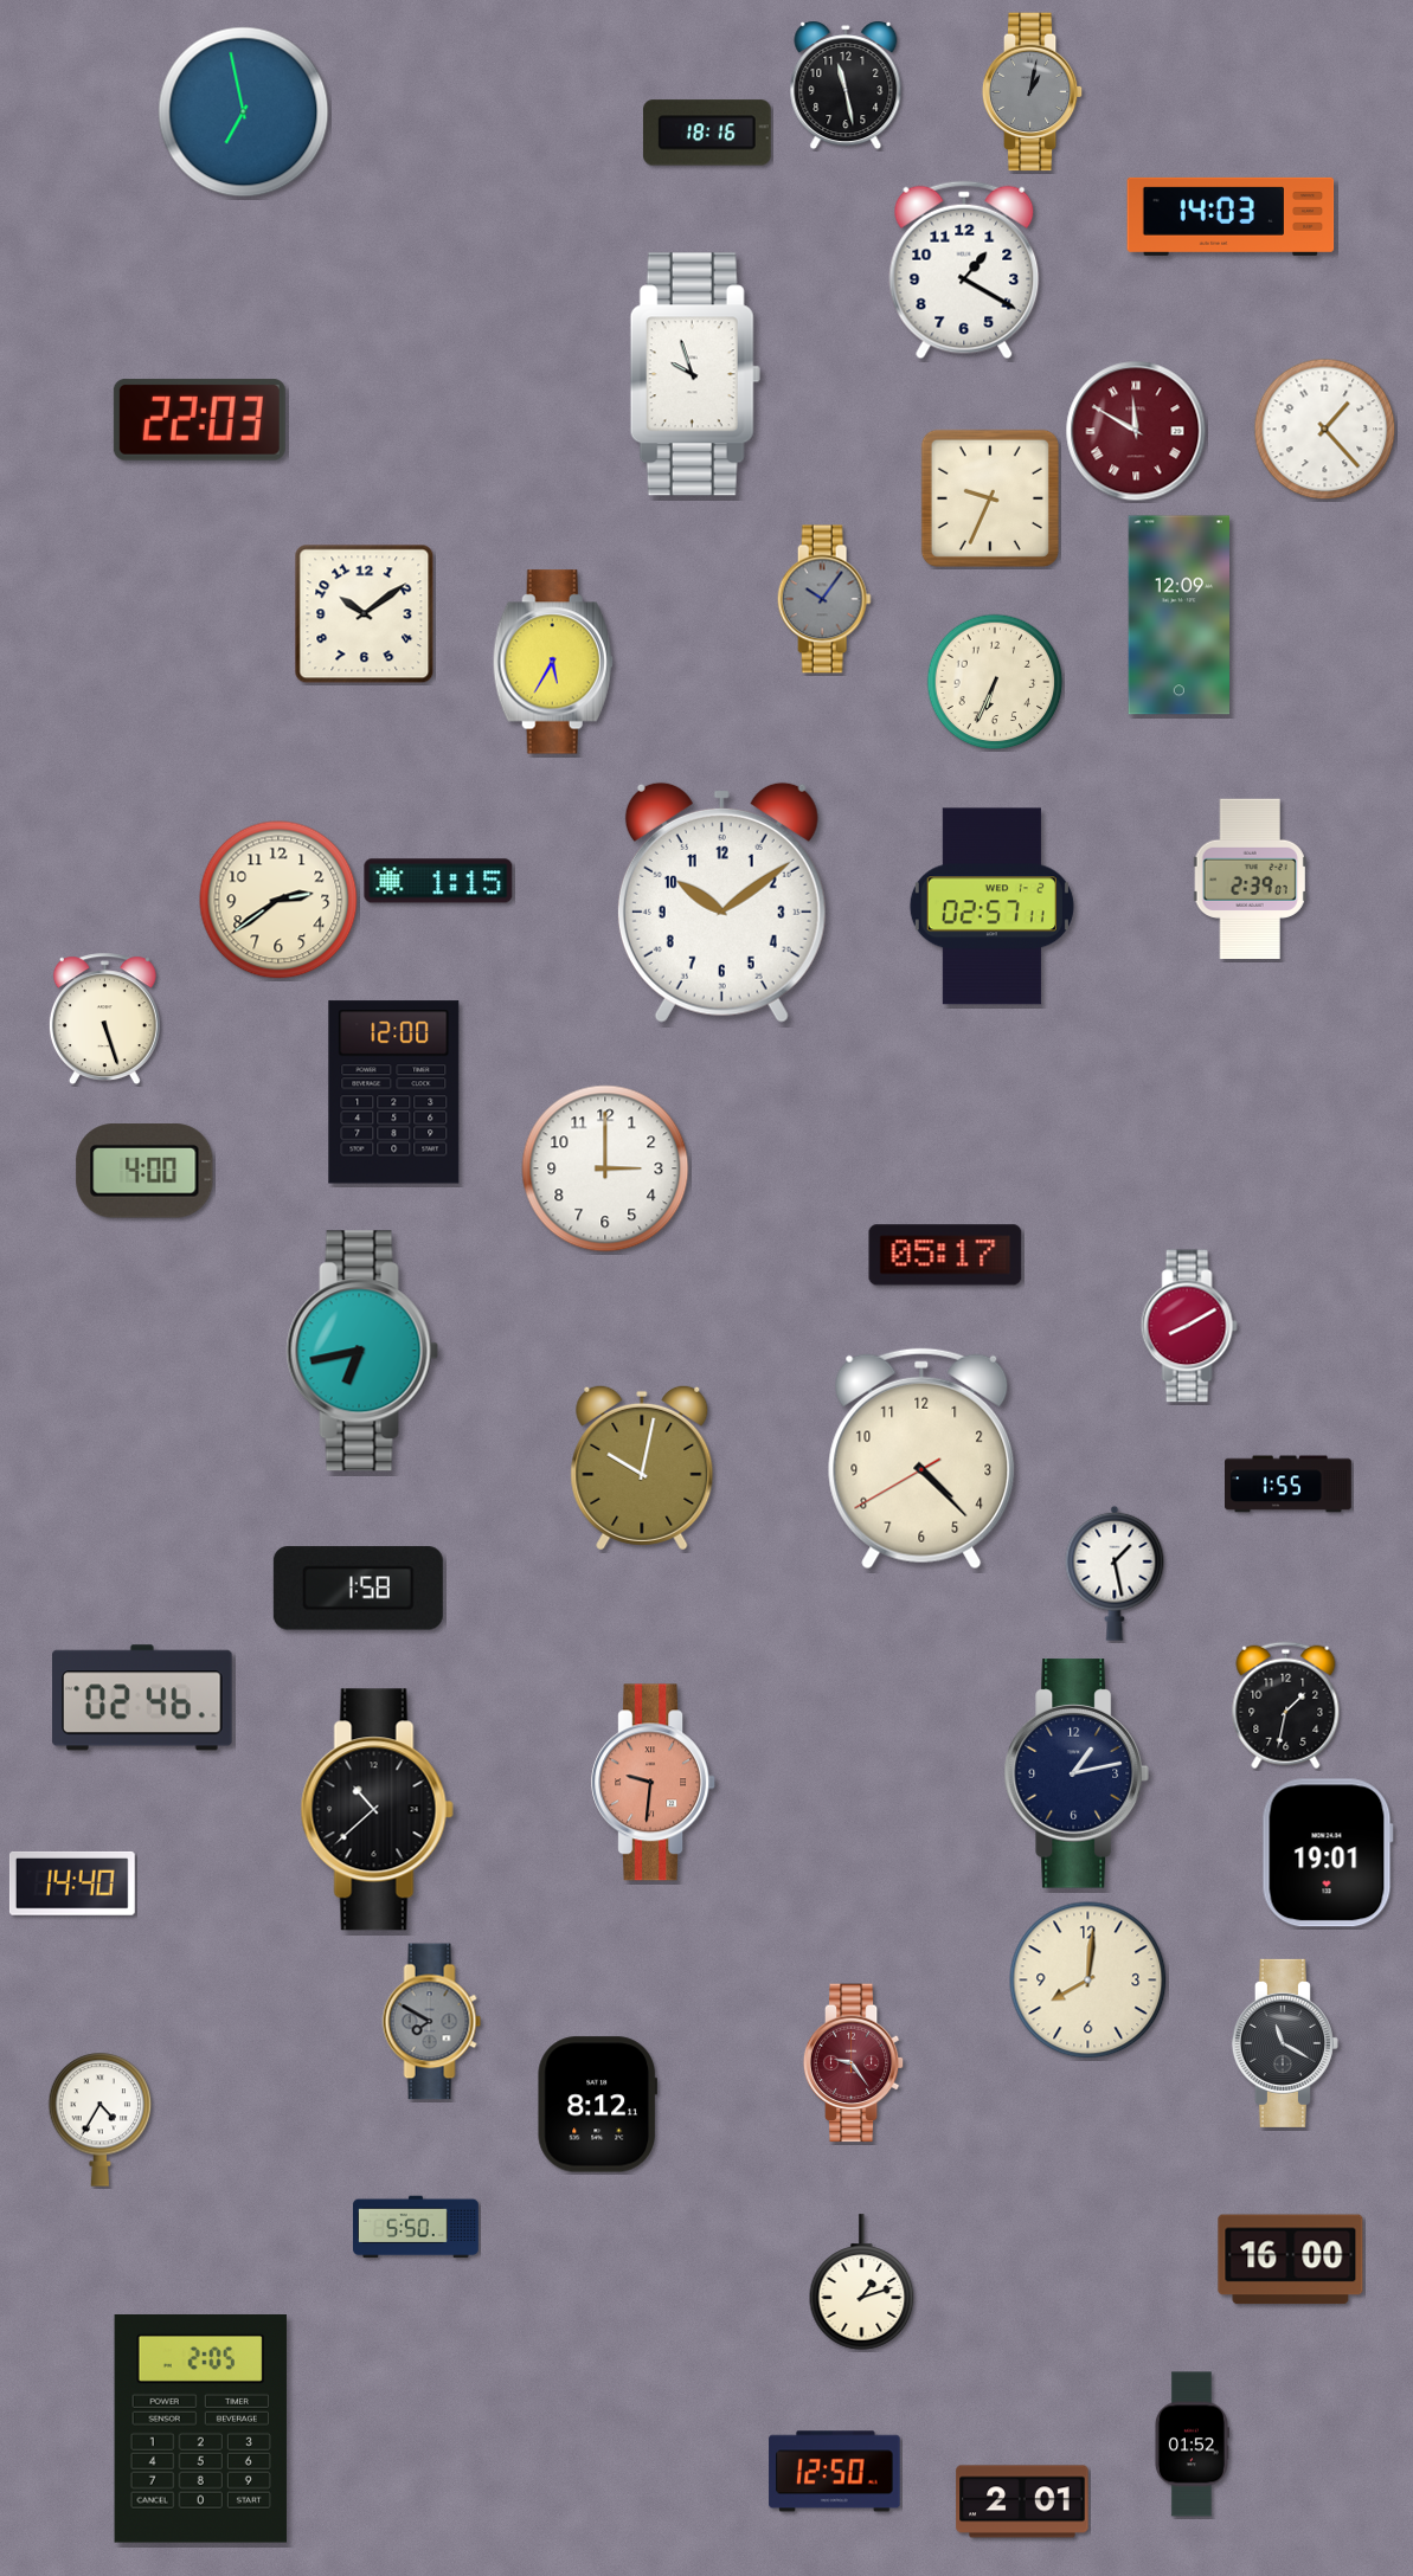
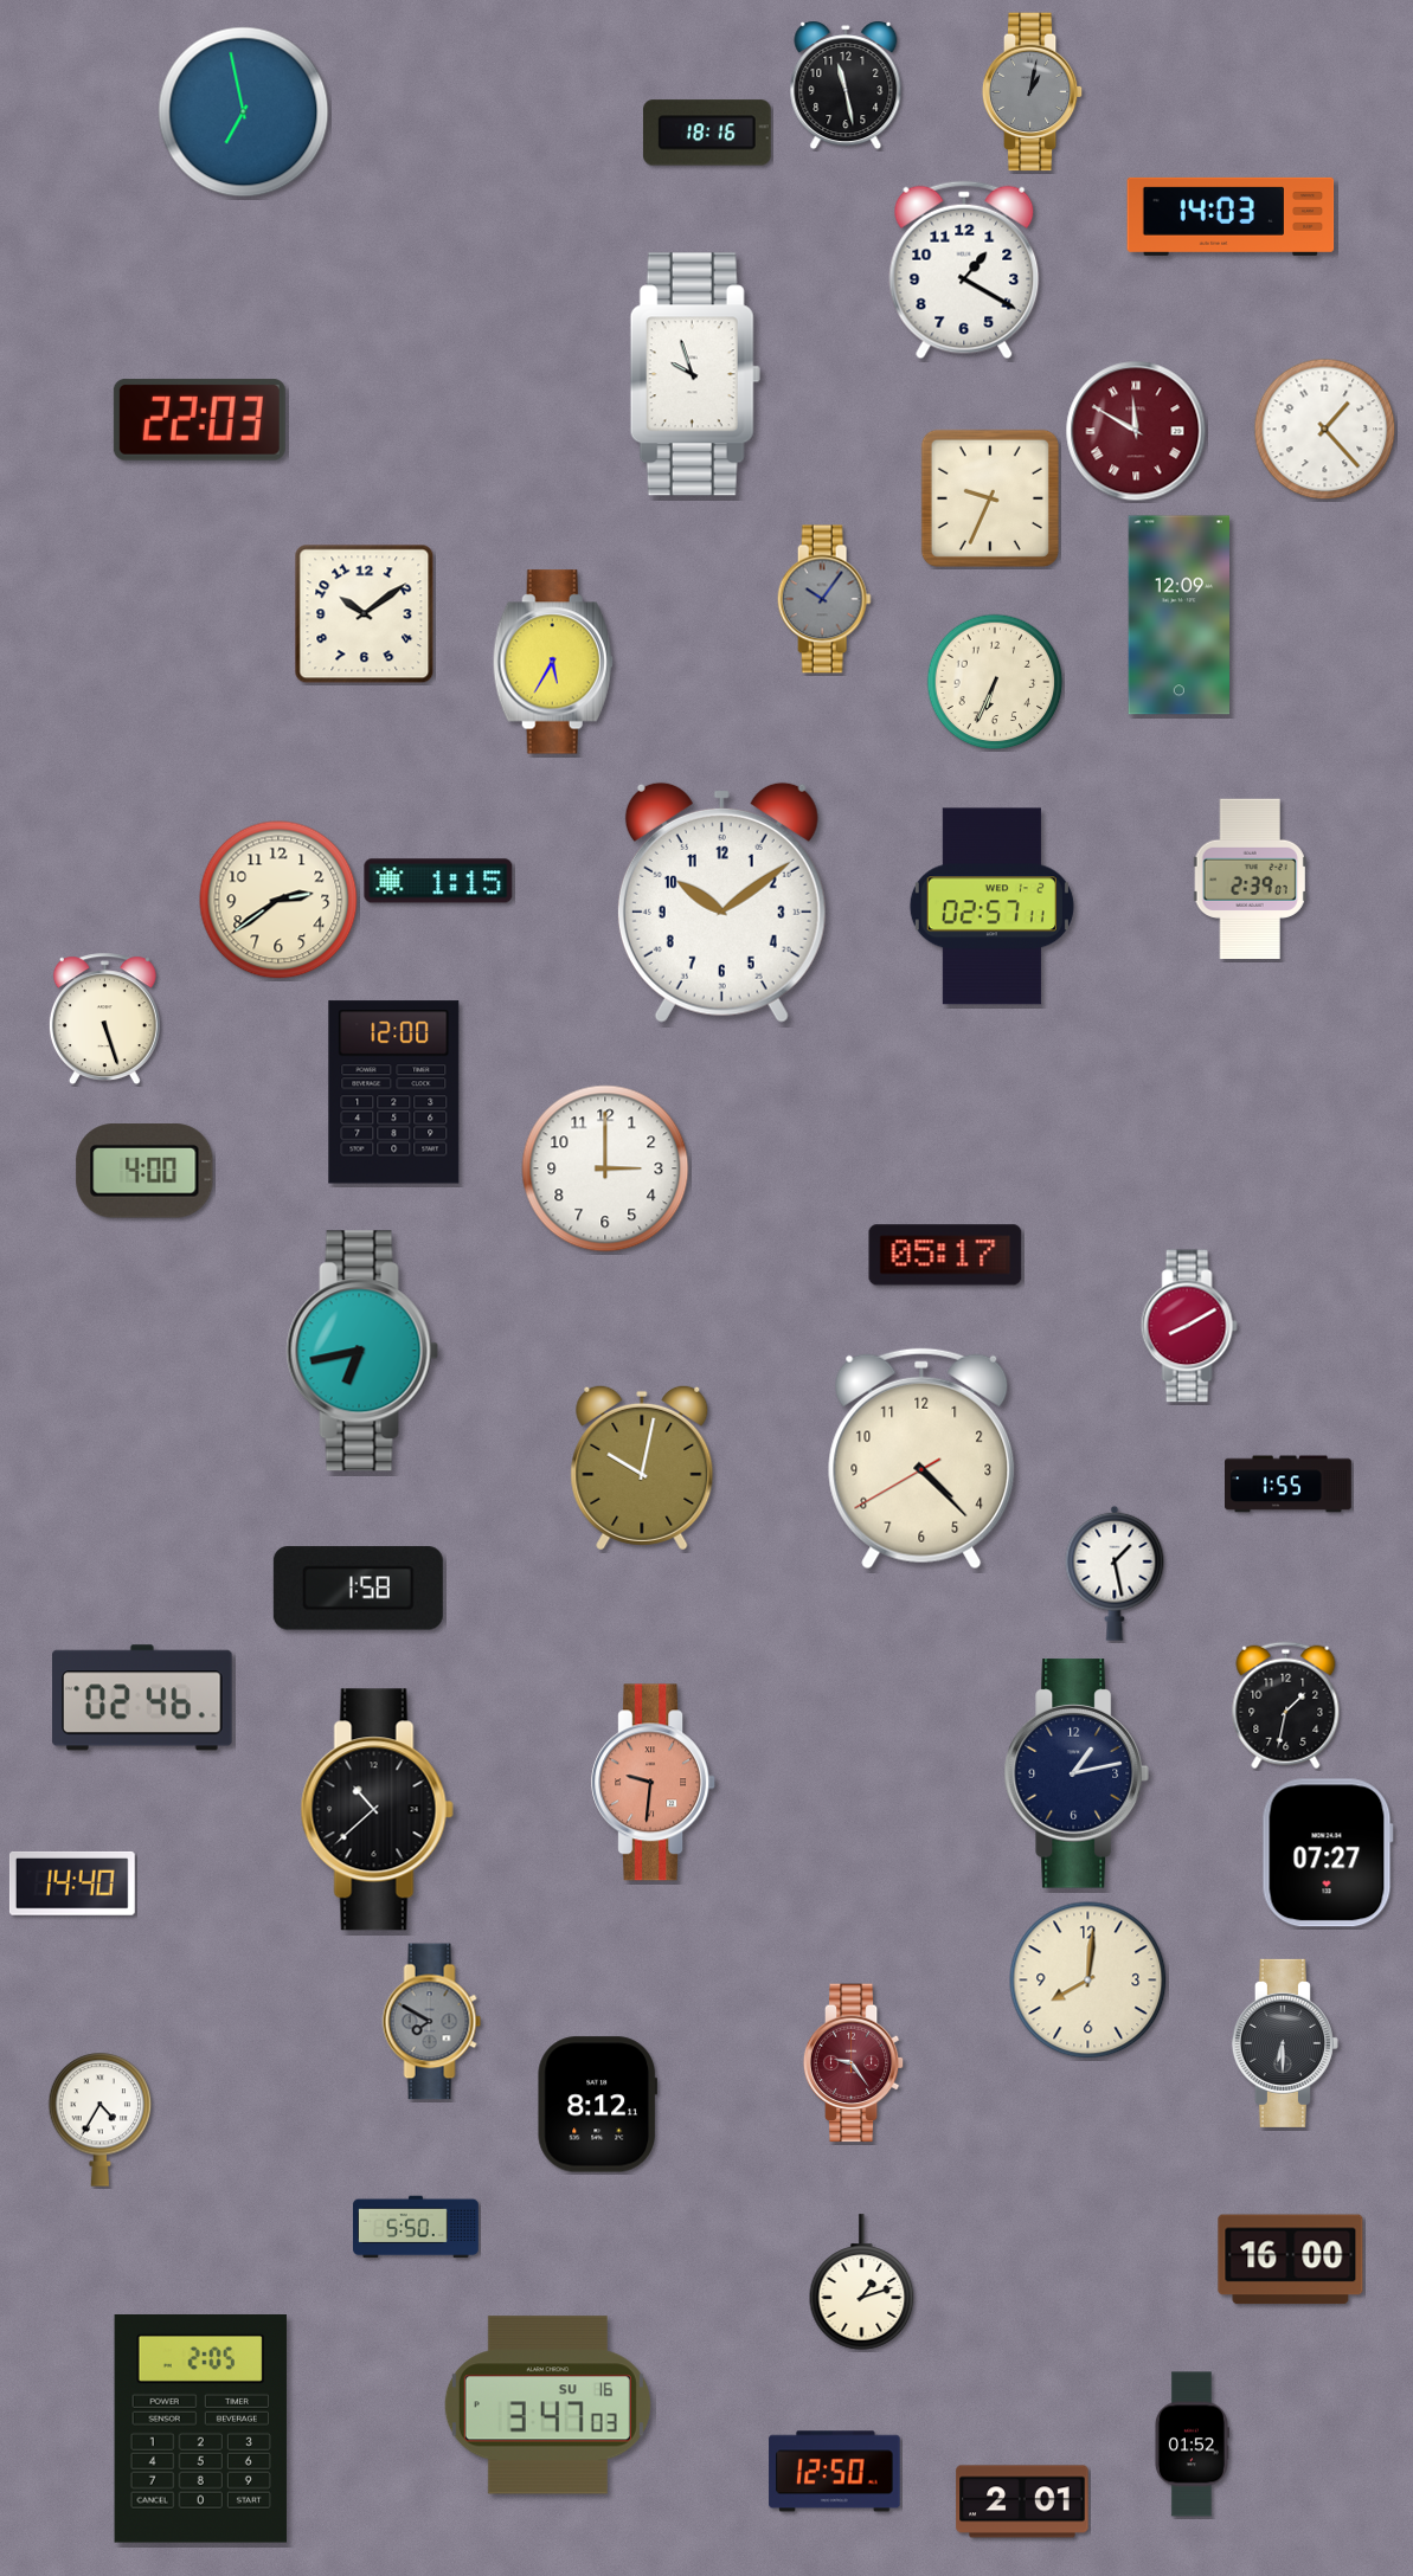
clock at (1328, 1853): 19:01 -> 07:27
clock at (1285, 2043): 11:20 -> 6:30
clock at (547, 2406): none -> 3:47
